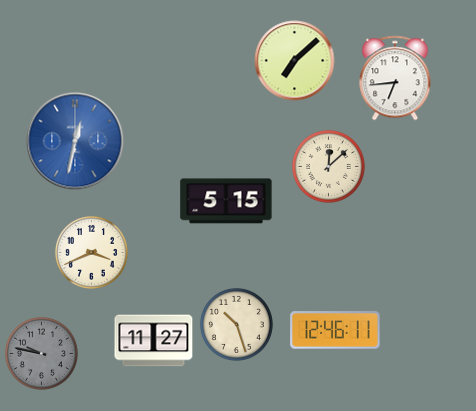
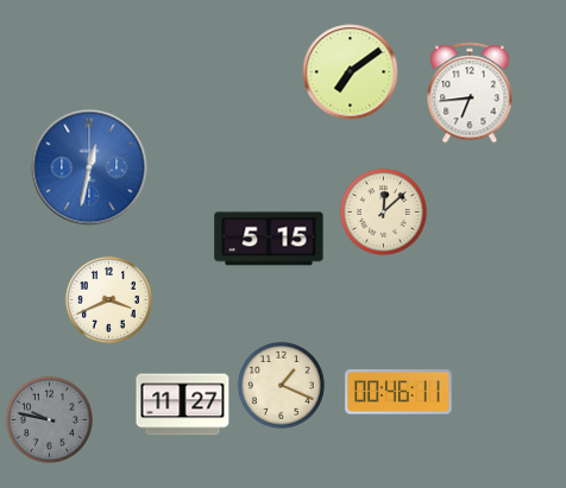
clock at (295, 61): 7:08 -> 7:09
clock at (328, 166) position: (328, 166) -> (383, 211)
clock at (236, 324): 10:27 -> 1:19
clock at (335, 330): 12:46 -> 00:46
